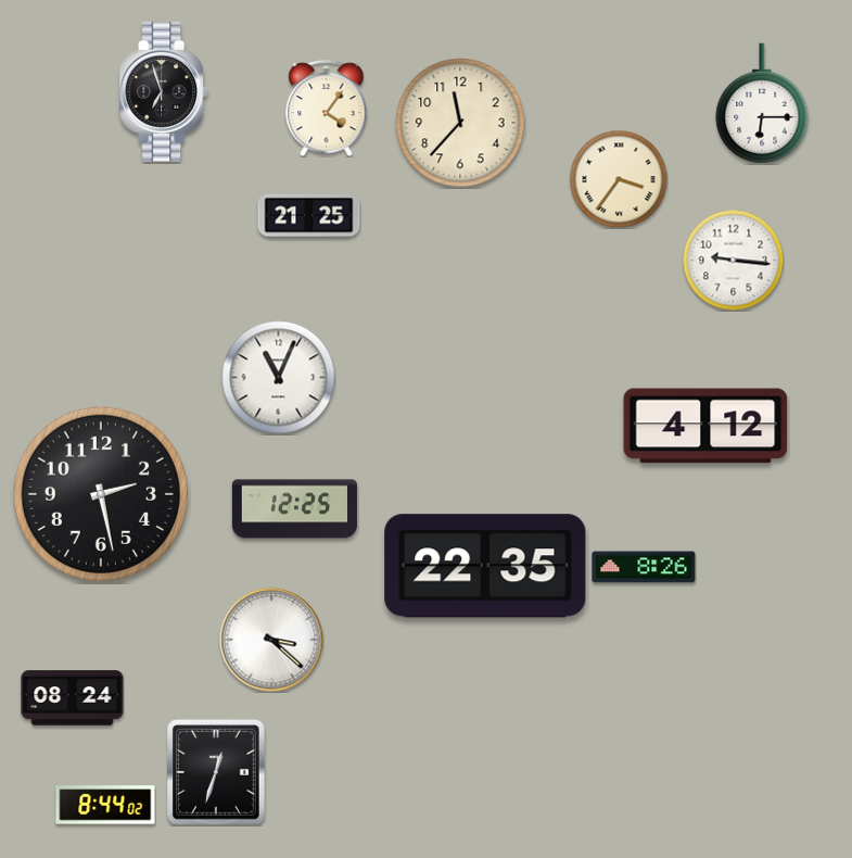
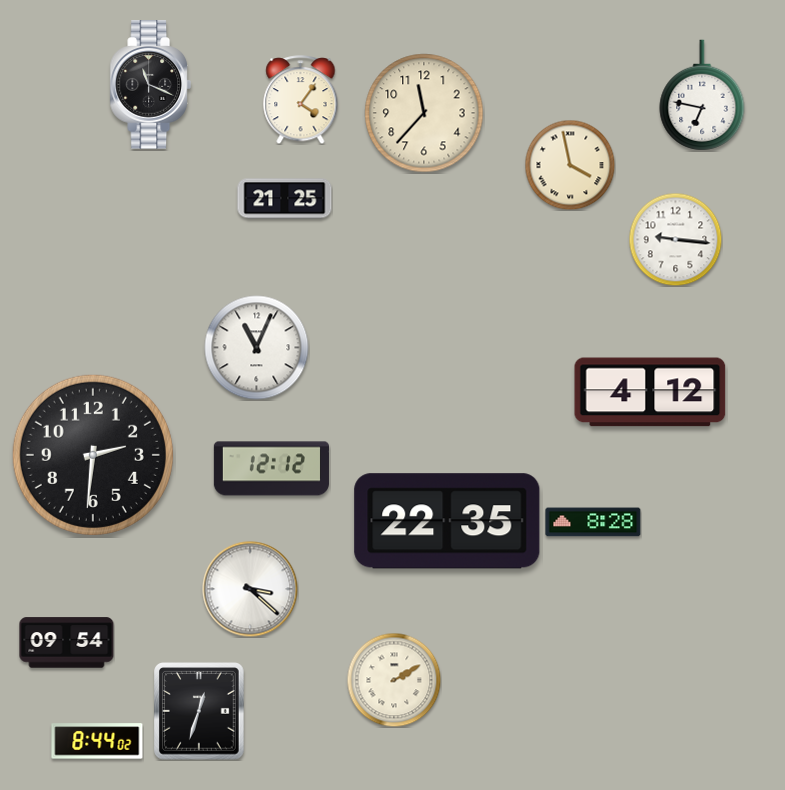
clock at (163, 92): 6:57 -> 11:19
clock at (762, 103): 6:15 -> 6:47
clock at (619, 179): 3:36 -> 3:58
clock at (101, 494): 2:28 -> 2:31
clock at (294, 509): 12:25 -> 12:12
clock at (644, 567): 8:26 -> 8:28
clock at (73, 698): 08:24 -> 09:54
clock at (394, 680): none -> 2:10
